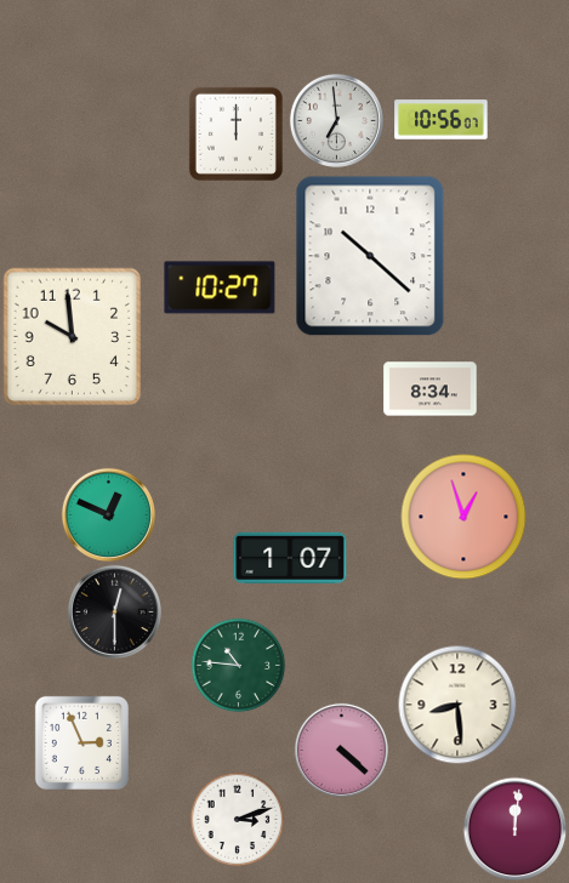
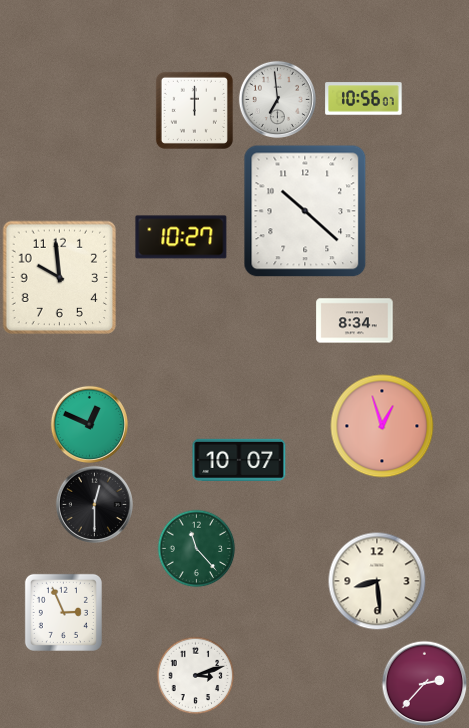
clock at (290, 558): 1:07 -> 10:07
clock at (238, 665): 10:46 -> 11:23
clock at (81, 742) position: (81, 742) -> (63, 612)
clock at (341, 750): 4:22 -> none
clock at (514, 828): 12:01 -> 2:37
